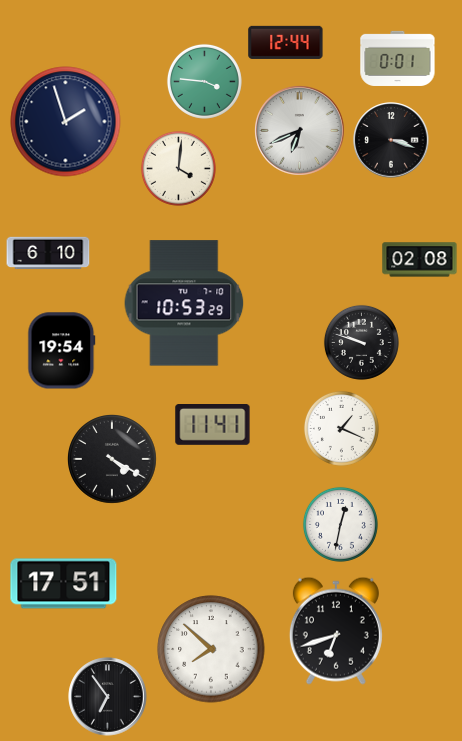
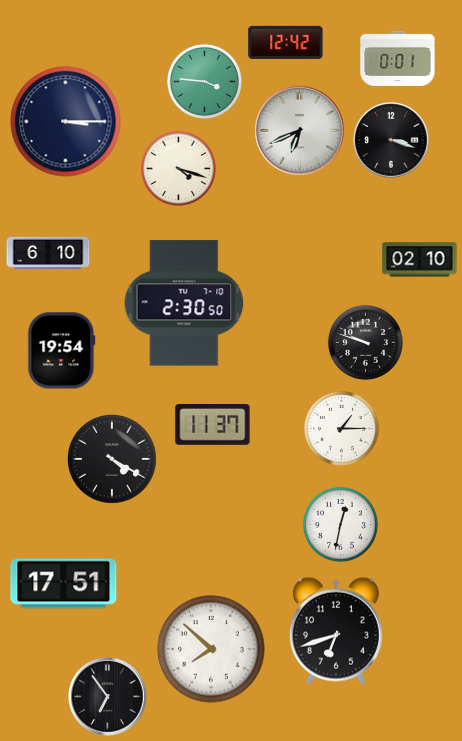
clock at (286, 42): 12:44 -> 12:42
clock at (66, 122): 1:57 -> 3:15
clock at (178, 168): 4:01 -> 4:18
clock at (420, 260): 02:08 -> 02:10
clock at (184, 303): 10:53 -> 2:30
clock at (361, 342) position: (361, 342) -> (365, 342)
clock at (213, 425): 11:41 -> 11:37
clock at (341, 428): 1:19 -> 1:15
